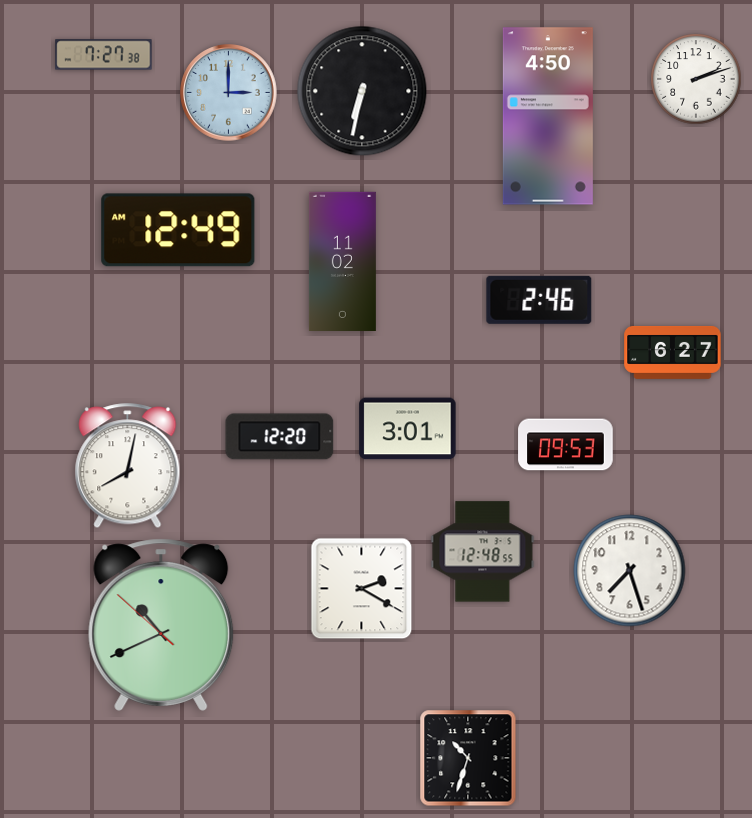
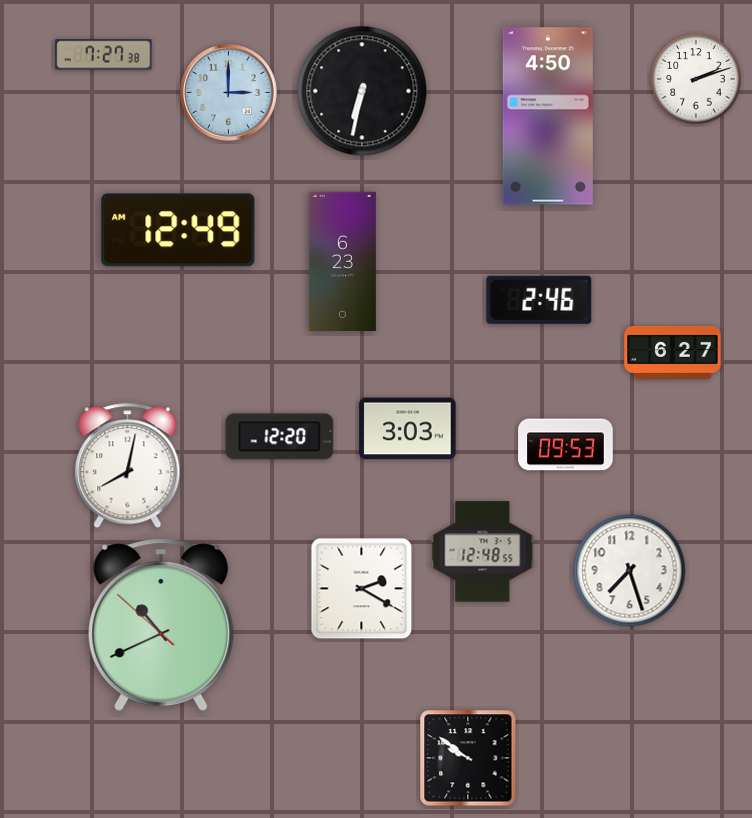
clock at (342, 261): 11:02 -> 6:23
clock at (408, 429): 3:01 -> 3:03
clock at (468, 758): 10:33 -> 9:51
